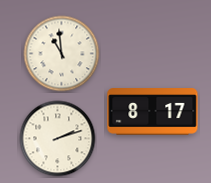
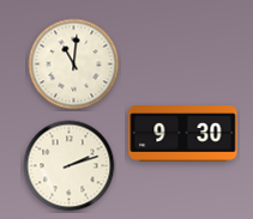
clock at (62, 54): 10:59 -> 11:01
clock at (153, 112): 8:17 -> 9:30
